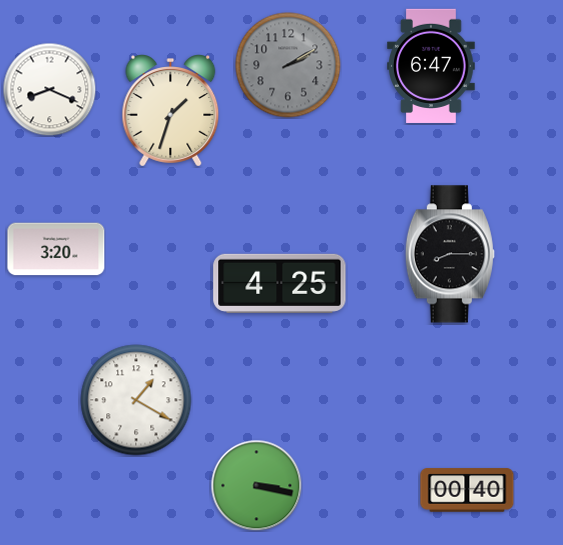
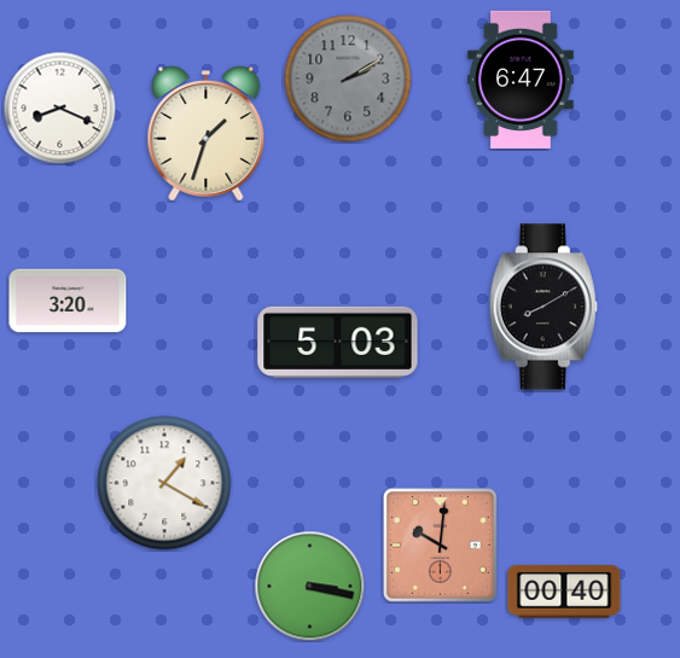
clock at (450, 254): 8:15 -> 8:10
clock at (280, 283): 4:25 -> 5:03
clock at (440, 545): none -> 10:01
